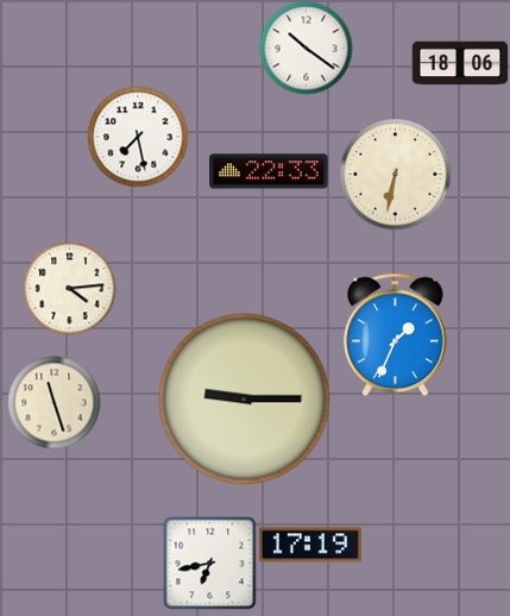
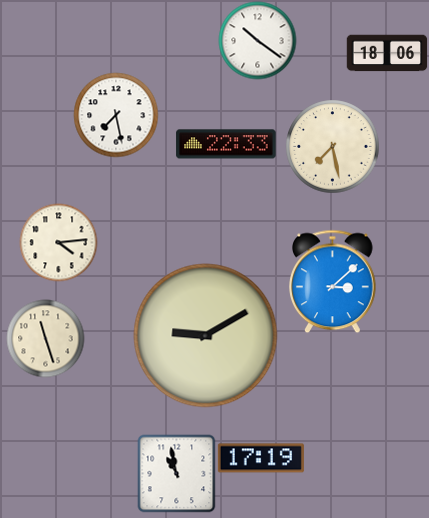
clock at (395, 174): 6:32 -> 7:28
clock at (396, 334): 1:34 -> 3:08
clock at (245, 400): 9:15 -> 9:10
clock at (209, 562): 6:43 -> 10:58
